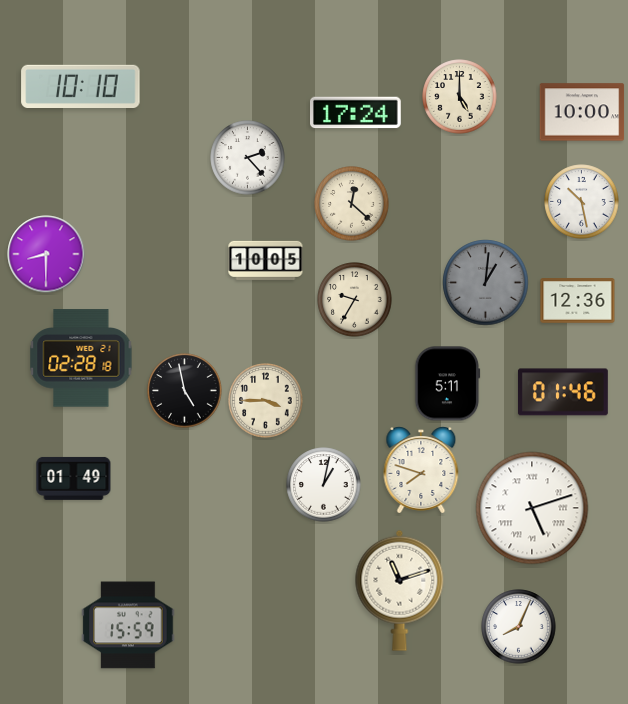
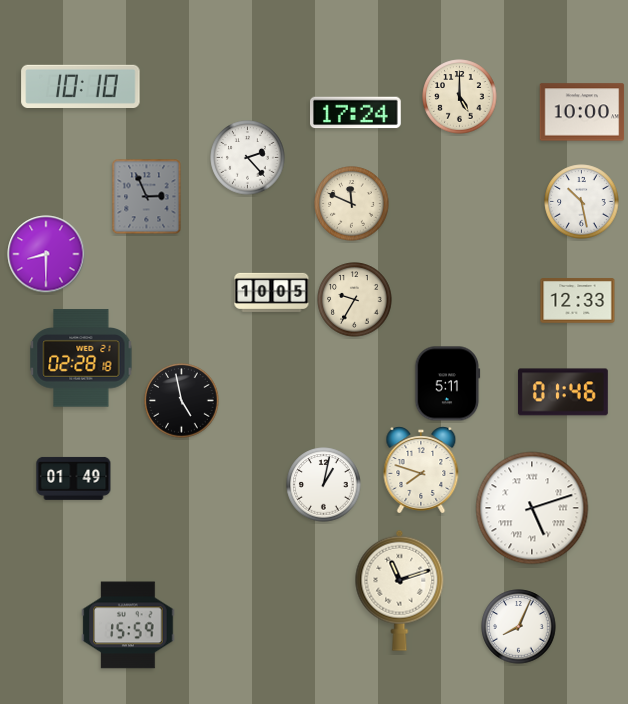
clock at (147, 197): none -> 2:56
clock at (352, 204): 12:22 -> 11:49
clock at (266, 260) position: (266, 260) -> (272, 292)
clock at (486, 283): 1:01 -> none
clock at (578, 301): 12:36 -> 12:33
clock at (185, 391) position: (185, 391) -> (182, 401)
clock at (266, 401): 3:45 -> none
